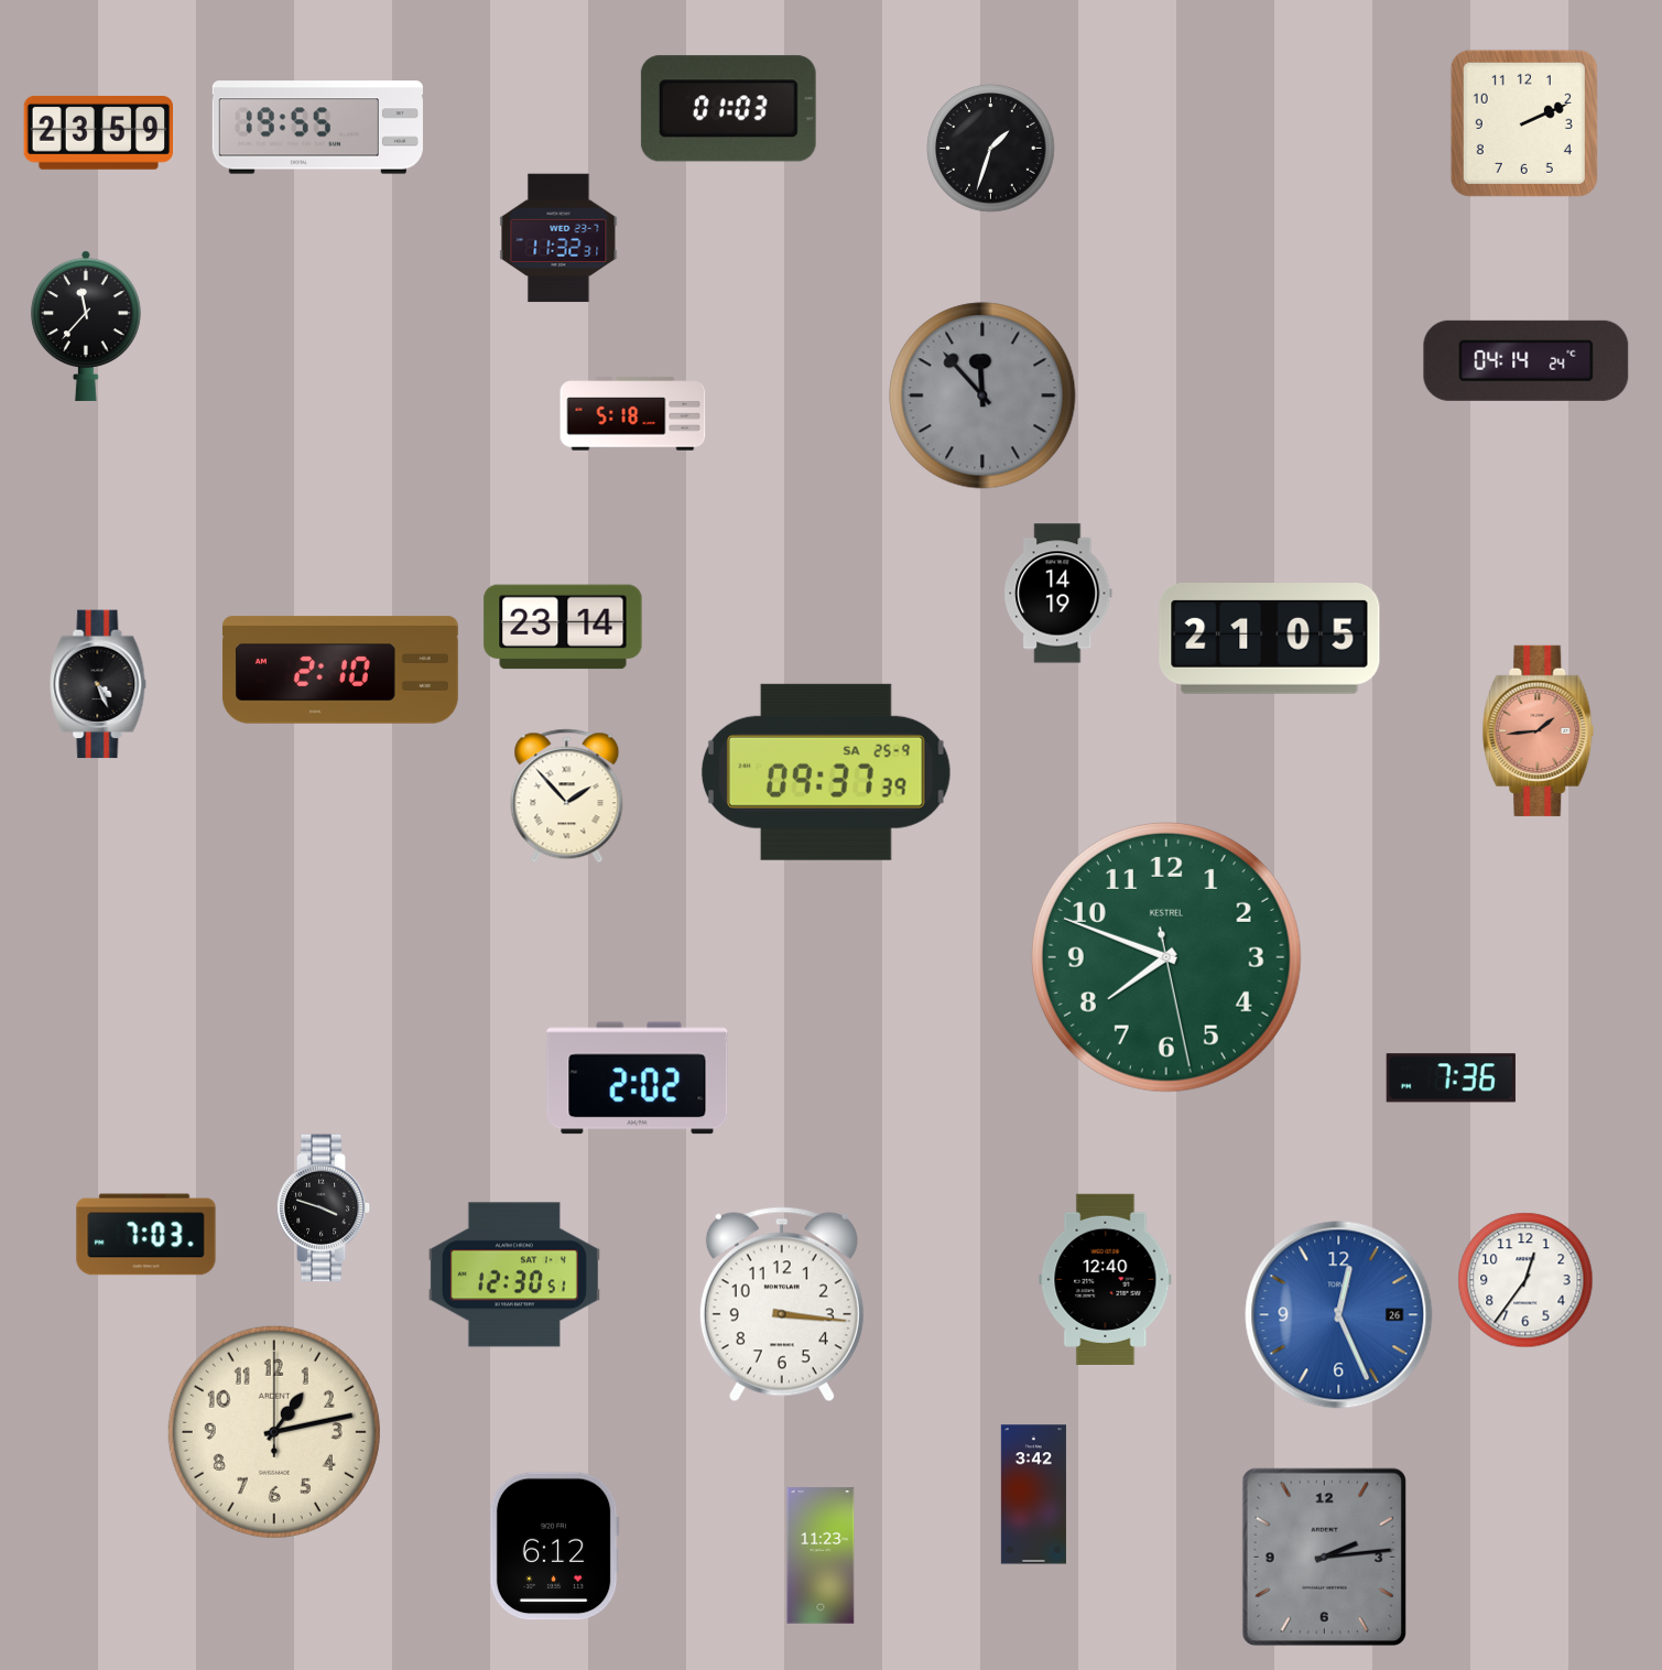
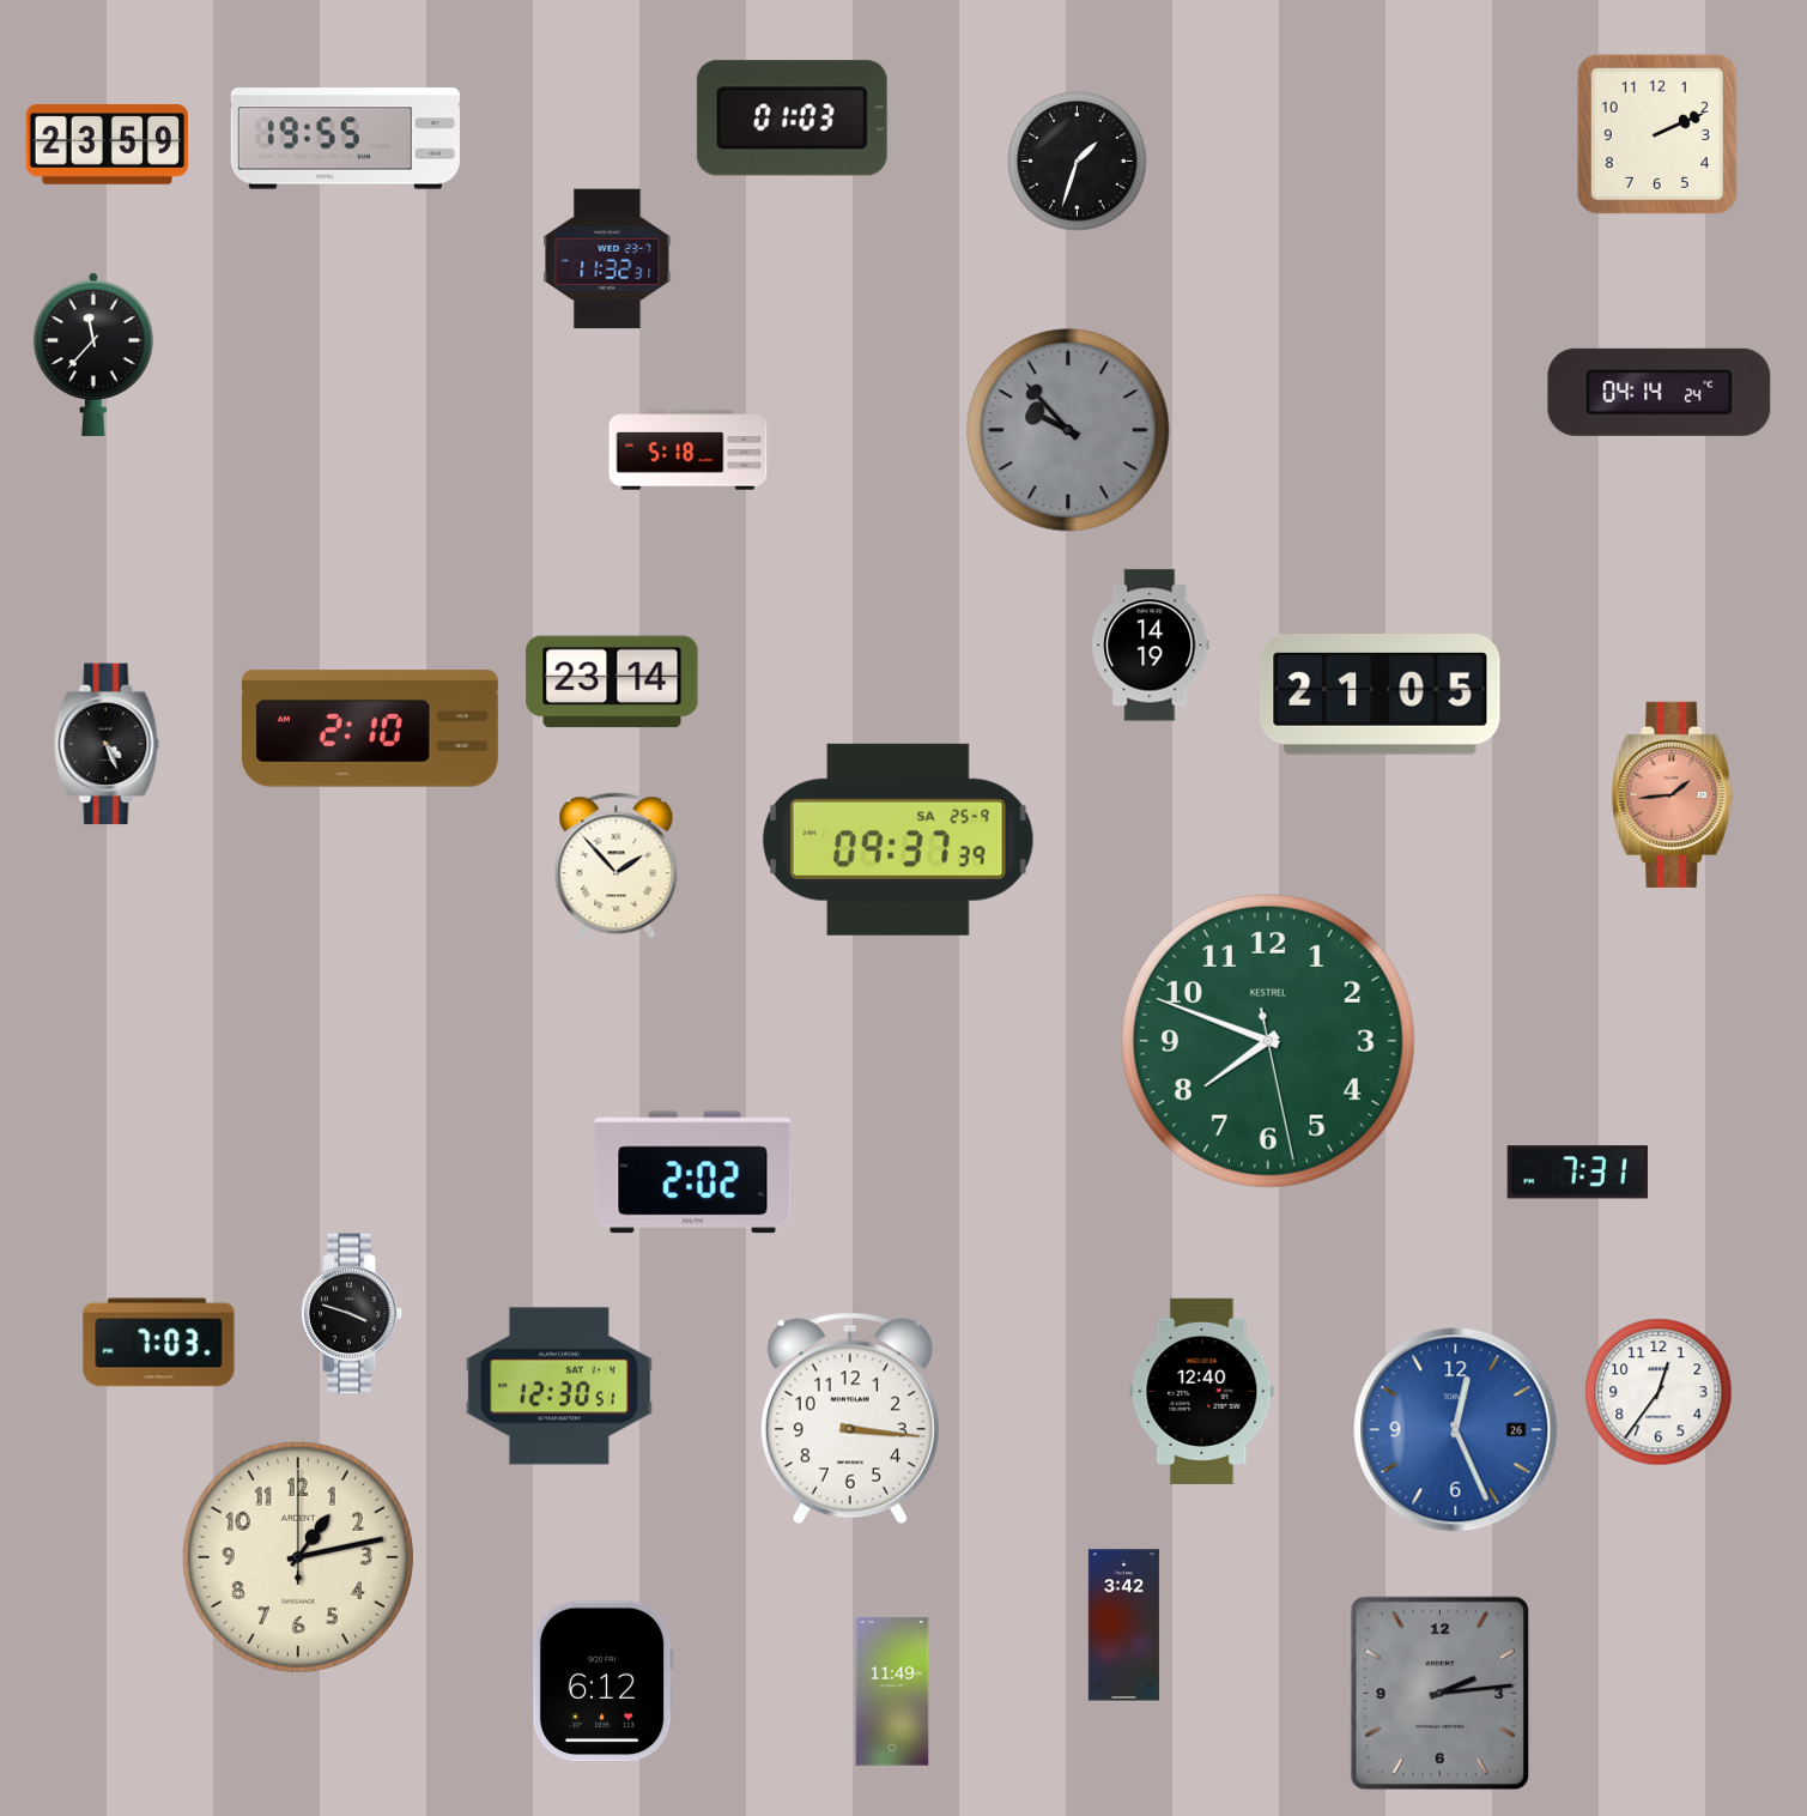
clock at (982, 395): 11:53 -> 9:53
clock at (1451, 1078): 7:36 -> 7:31
clock at (821, 1555): 11:23 -> 11:49
